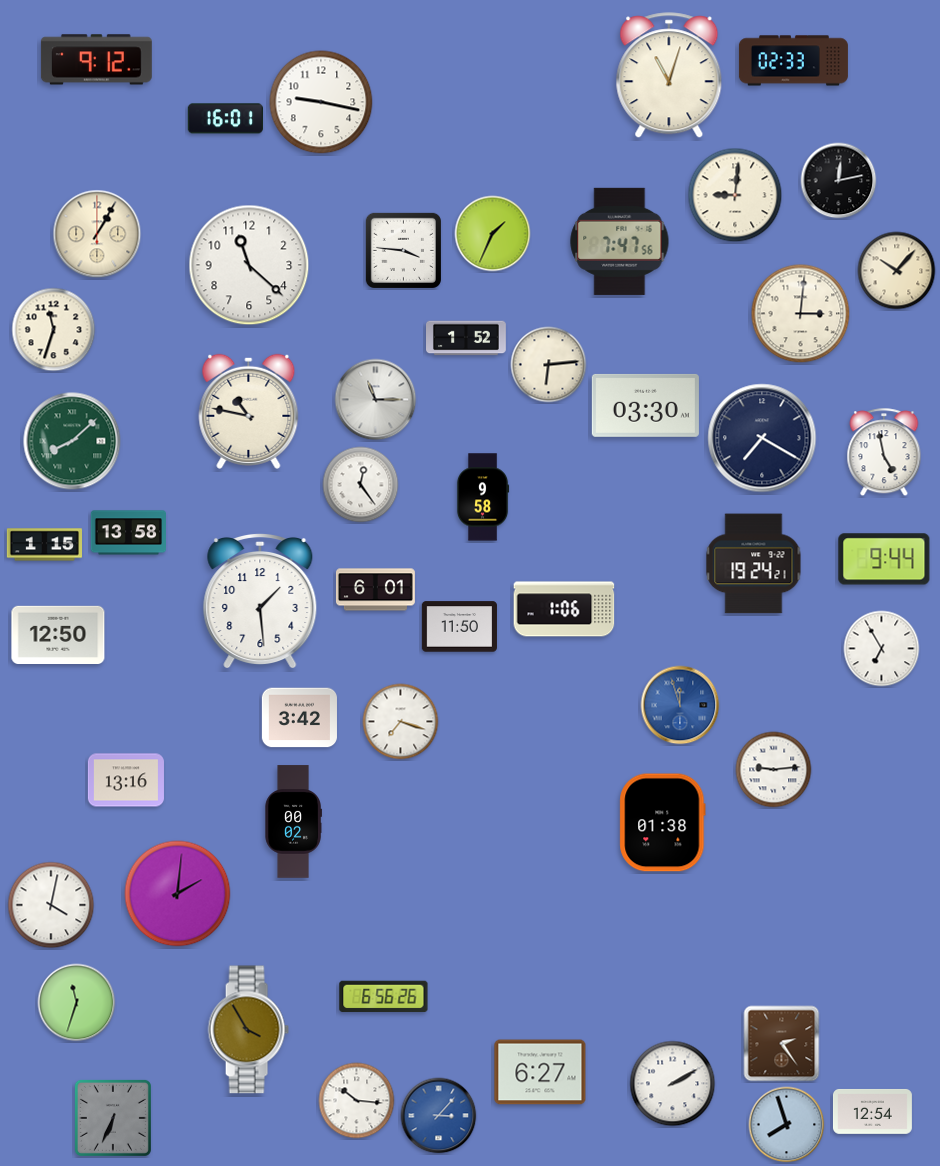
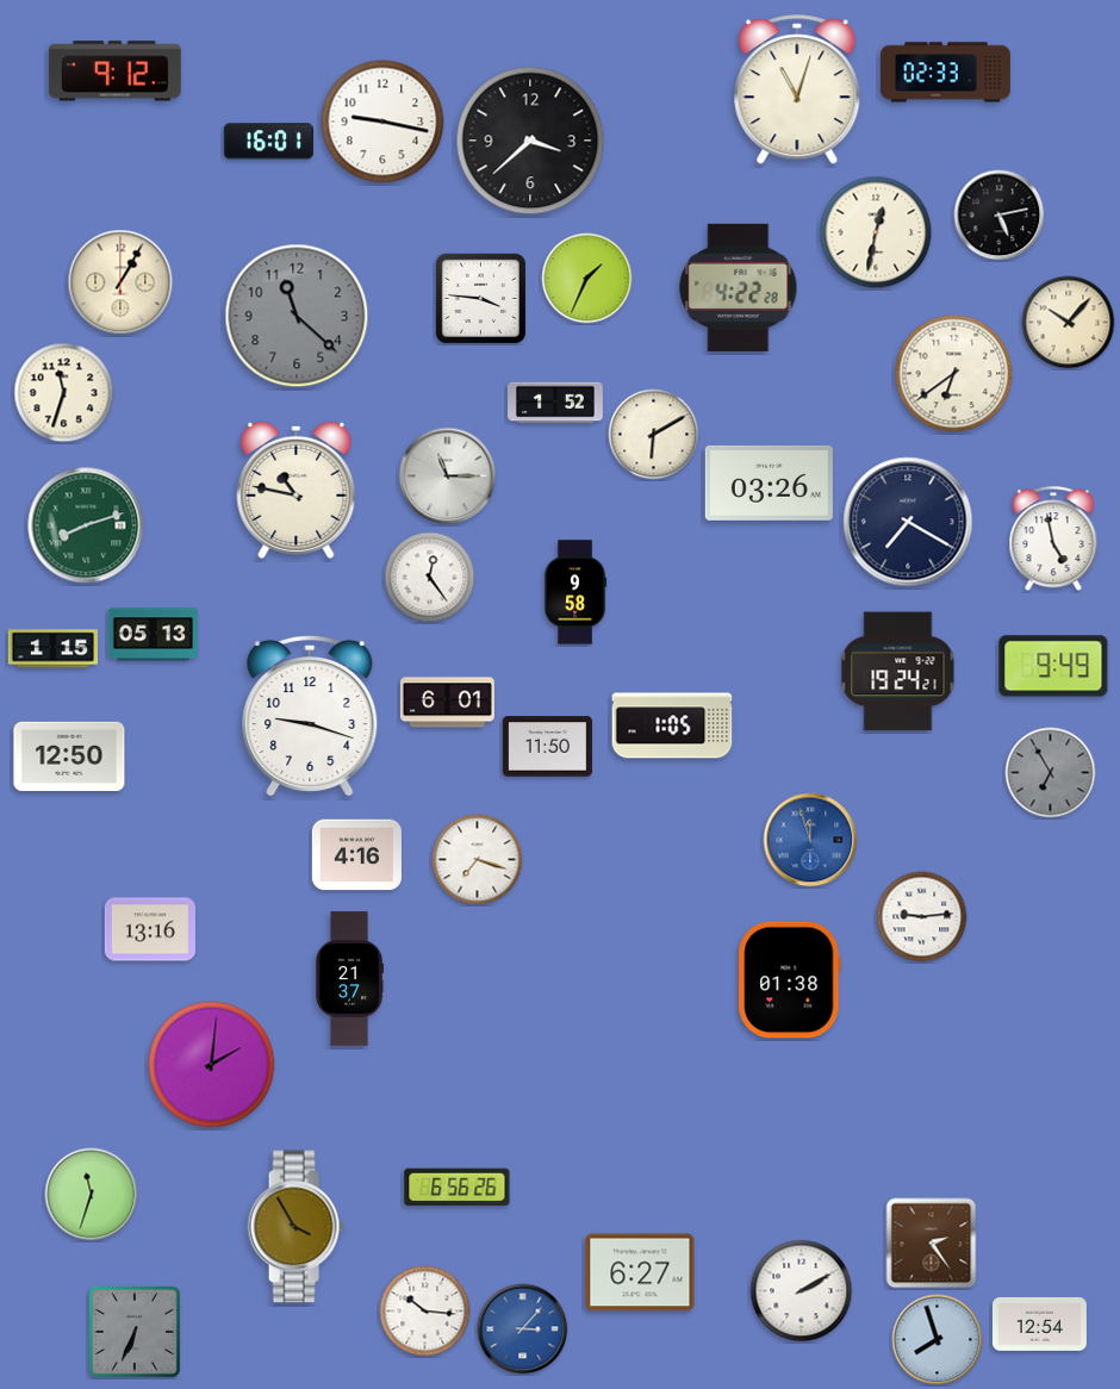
clock at (530, 141): none -> 3:38
clock at (839, 181): 12:13 -> 5:13
clock at (735, 195): 9:01 -> 12:32
clock at (97, 234) position: (97, 234) -> (120, 282)
clock at (620, 241): 7:47 -> 4:22
clock at (249, 265) dial: white -> grey
clock at (801, 314): 3:01 -> 6:39
clock at (549, 365): 6:14 -> 6:10
clock at (645, 405): 03:30 -> 03:26
clock at (72, 441): 8:08 -> 8:12
clock at (128, 533): 13:58 -> 05:13
clock at (884, 559): 9:44 -> 9:49
clock at (260, 601): 1:29 -> 9:18
clock at (564, 609): 1:06 -> 1:05
clock at (882, 649) dial: white -> grey
clock at (299, 718): 3:42 -> 4:16
clock at (293, 822): 00:02 -> 21:37
clock at (51, 905): 4:02 -> none
clock at (540, 1072) position: (540, 1072) -> (640, 1272)
